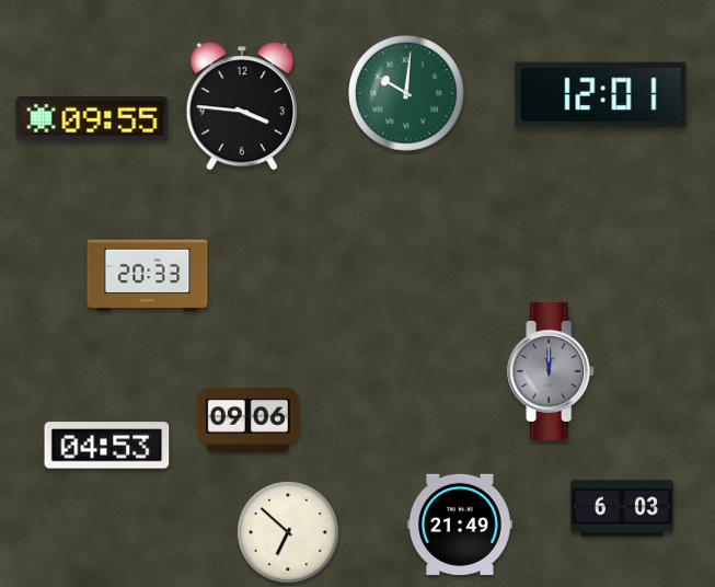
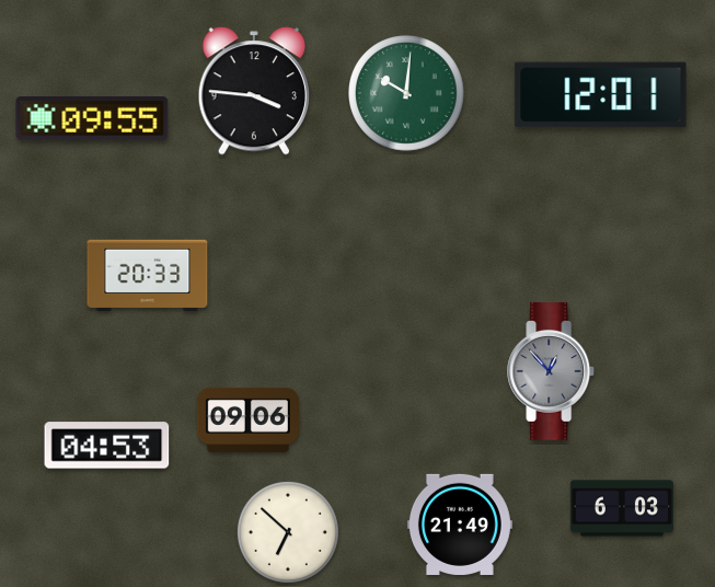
clock at (241, 106) position: (241, 106) -> (253, 91)
clock at (552, 371): 12:00 -> 12:53
